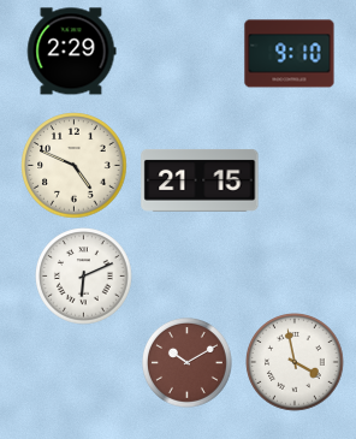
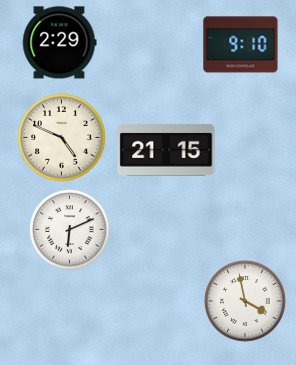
clock at (188, 363): 10:10 -> none
